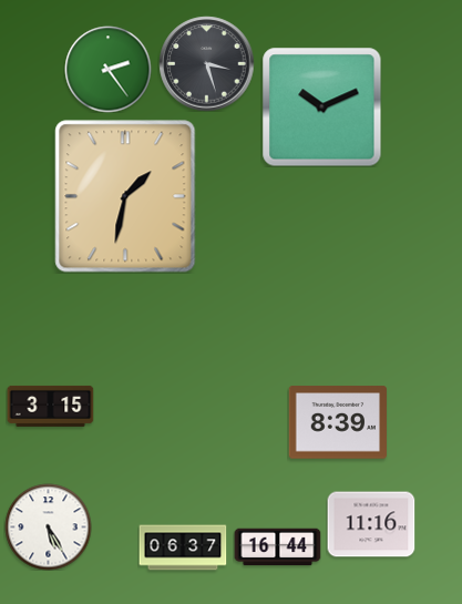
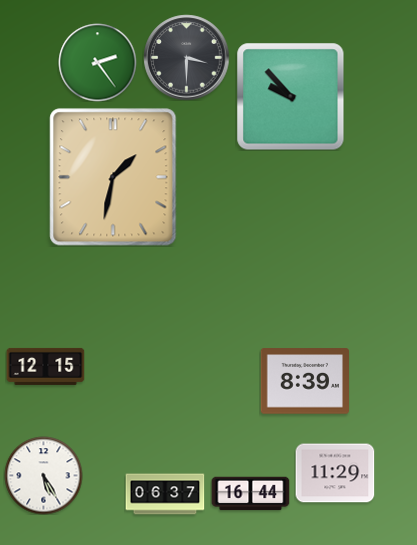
clock at (206, 63): 3:27 -> 3:30
clock at (321, 106): 10:11 -> 9:53
clock at (50, 406): 3:15 -> 12:15
clock at (371, 524): 11:16 -> 11:29
